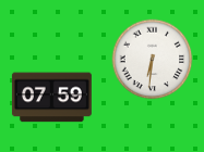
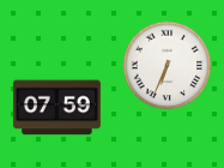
clock at (153, 60): 6:31 -> 6:34
